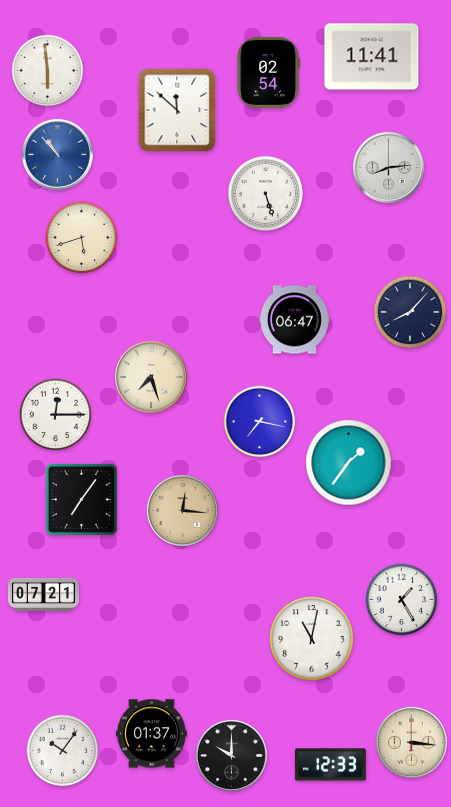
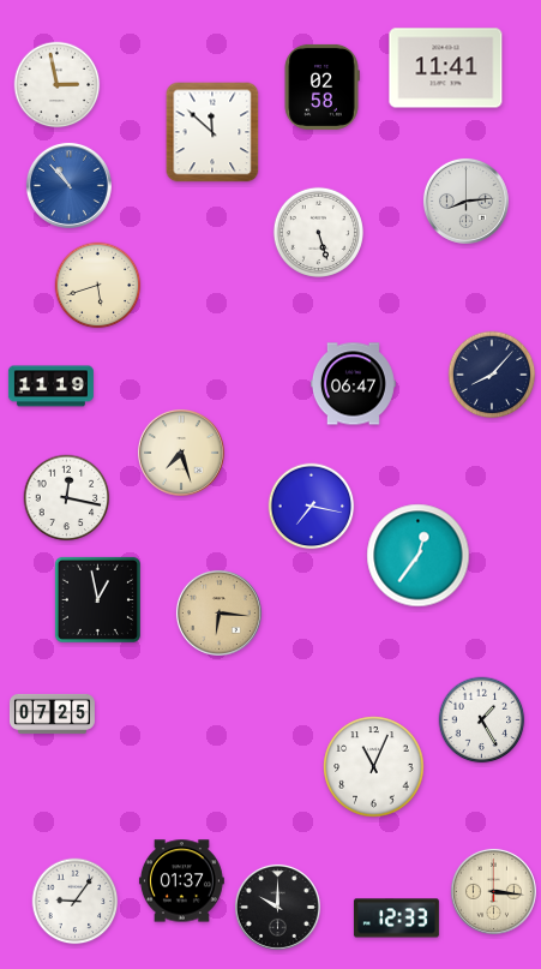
clock at (48, 71): 5:59 -> 2:58
clock at (268, 72): 02:54 -> 02:58
clock at (50, 387): none -> 11:19
clock at (56, 415): 12:15 -> 12:17
clock at (349, 463): 1:36 -> 12:36
clock at (81, 499): 7:06 -> 12:58
clock at (182, 510): 12:16 -> 6:16
clock at (43, 594): 07:21 -> 07:25
clock at (312, 639): 11:02 -> 11:04
clock at (63, 751): 10:06 -> 9:06
